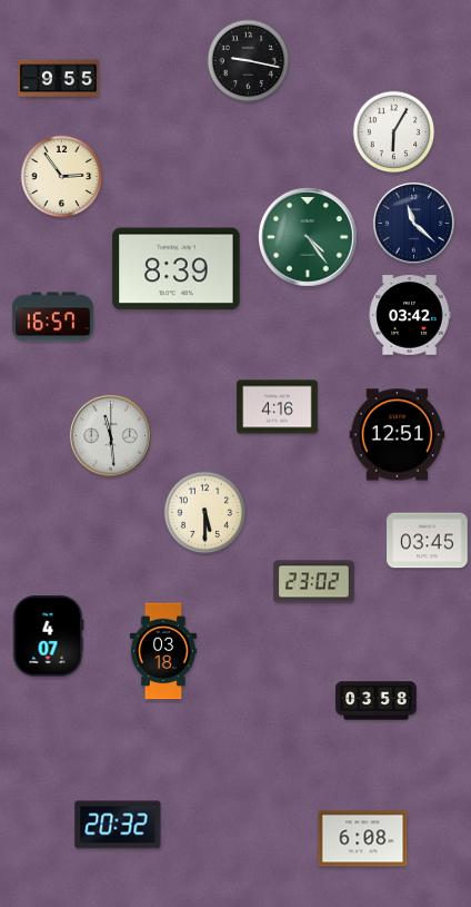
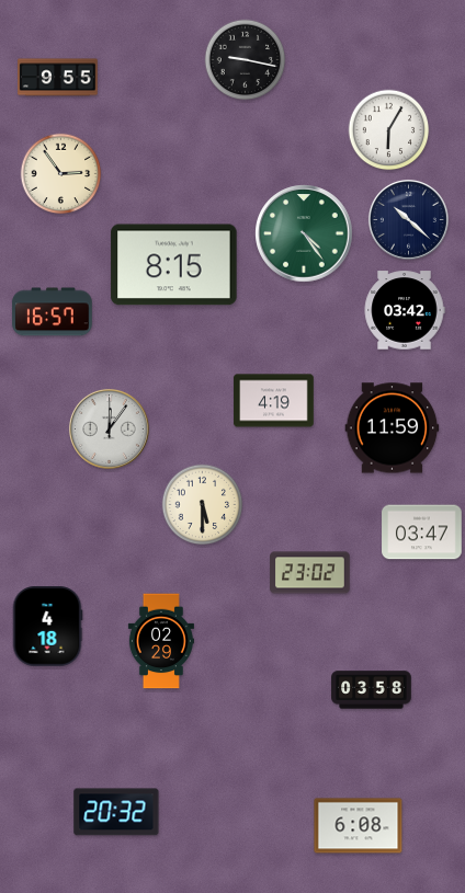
clock at (413, 223): 11:22 -> 10:22
clock at (177, 269): 8:39 -> 8:15
clock at (278, 407): 4:16 -> 4:19
clock at (110, 435): 11:29 -> 12:06
clock at (398, 435): 12:51 -> 11:59
clock at (428, 541): 03:45 -> 03:47
clock at (48, 637): 4:07 -> 4:18
clock at (163, 651): 03:18 -> 02:29
